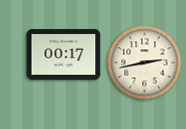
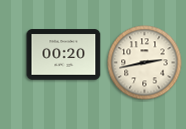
clock at (64, 55): 00:17 -> 00:20
